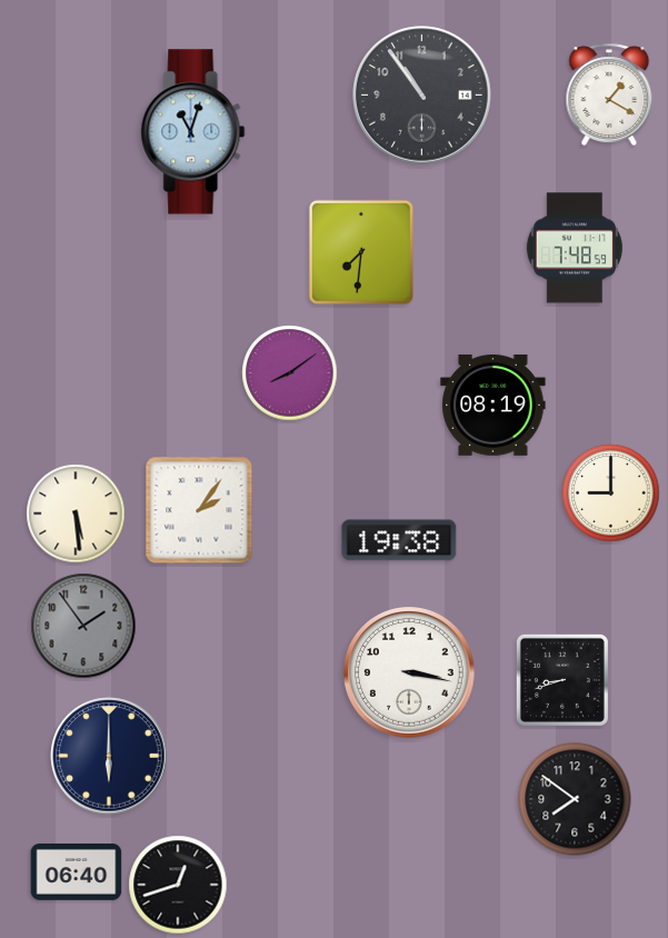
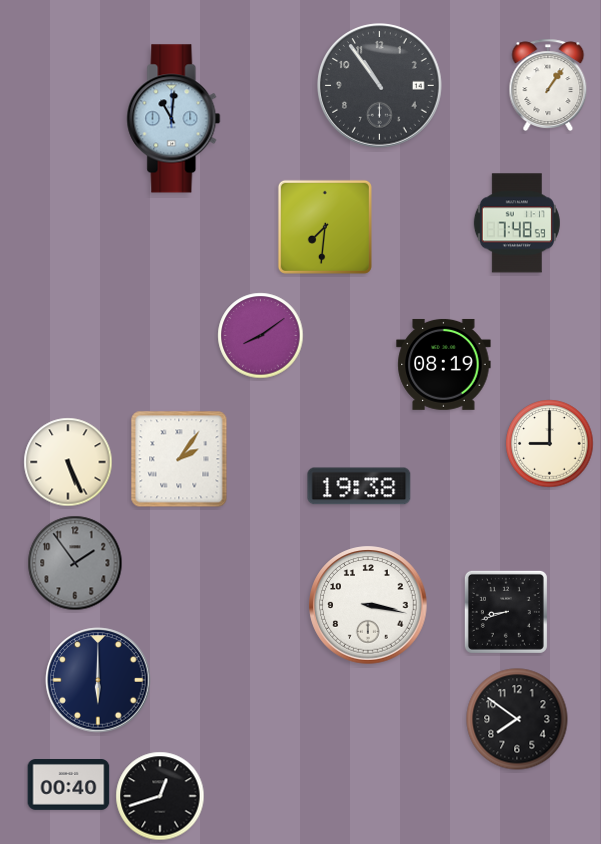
clock at (609, 94): 1:20 -> 1:06
clock at (193, 132): 11:03 -> 11:01
clock at (76, 513): 5:29 -> 5:26
clock at (77, 872): 06:40 -> 00:40
